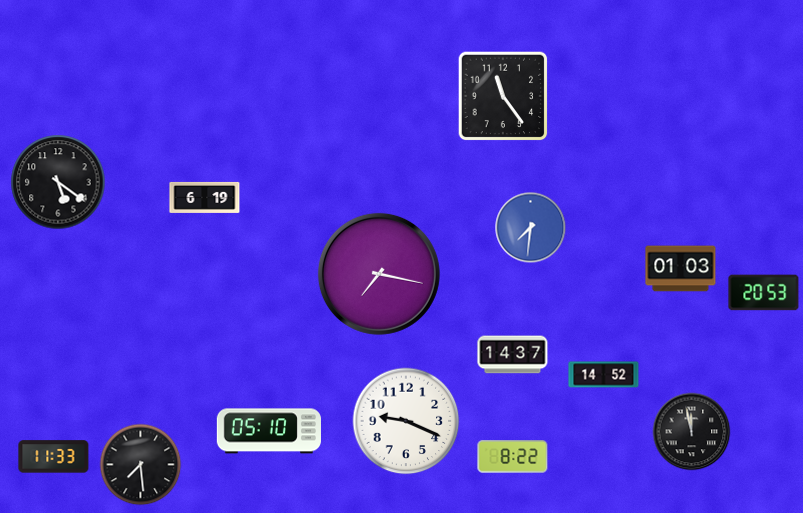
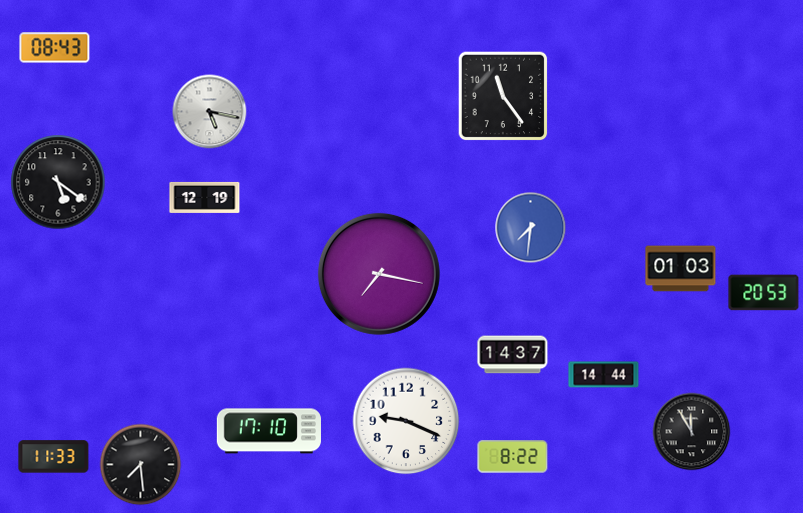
clock at (55, 48): none -> 08:43
clock at (210, 112): none -> 5:17
clock at (205, 197): 6:19 -> 12:19
clock at (604, 375): 14:52 -> 14:44
clock at (269, 431): 05:10 -> 17:10
clock at (692, 432): 11:58 -> 11:55
